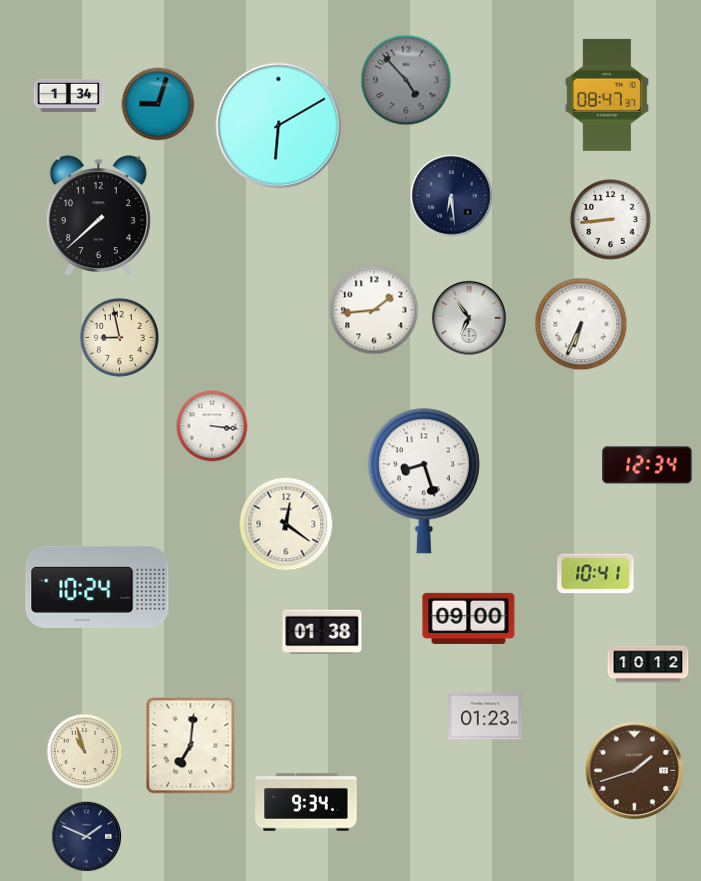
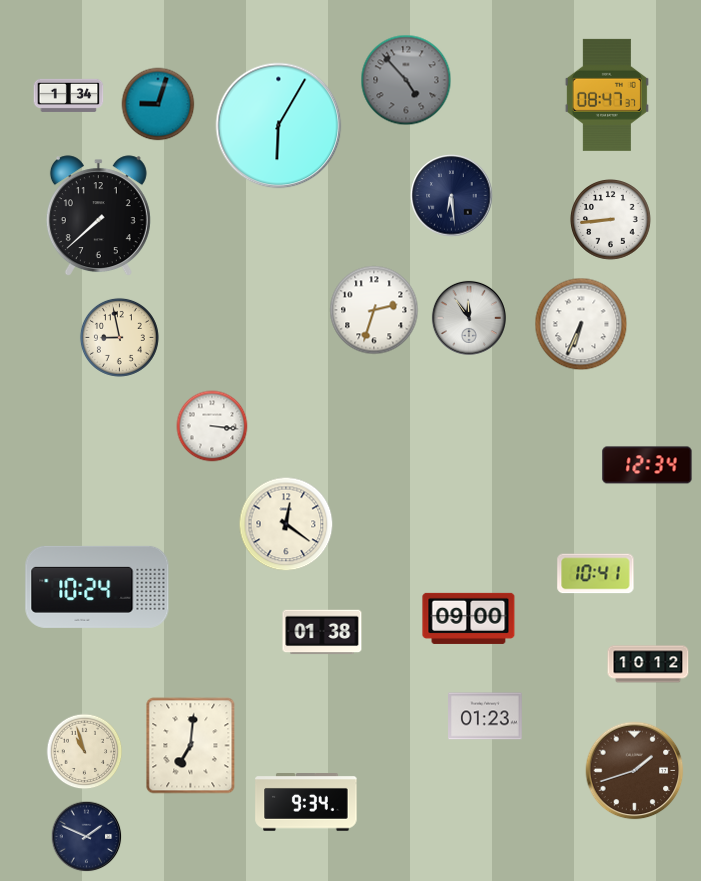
clock at (279, 126): 6:10 -> 6:05
clock at (374, 310): 1:44 -> 2:33
clock at (469, 318): 6:54 -> 11:54
clock at (424, 481): 8:27 -> none
